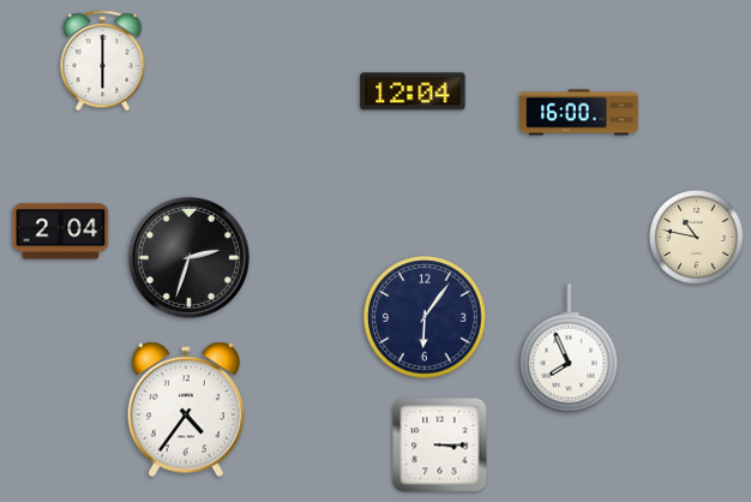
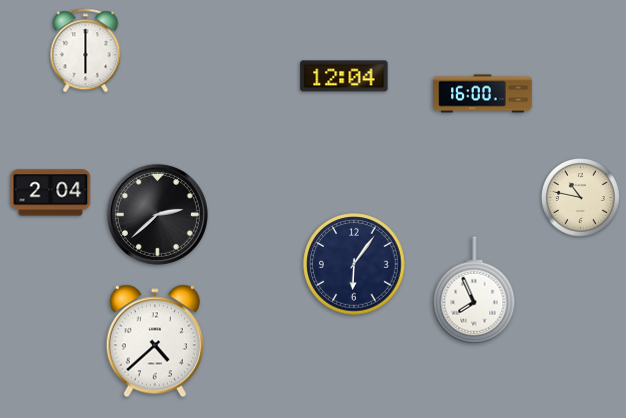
clock at (188, 257): 2:33 -> 2:38
clock at (186, 410): 4:36 -> 4:38
clock at (440, 446): 3:15 -> none
